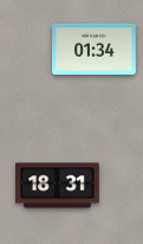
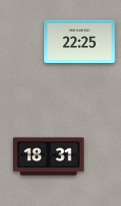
clock at (95, 49): 01:34 -> 22:25
